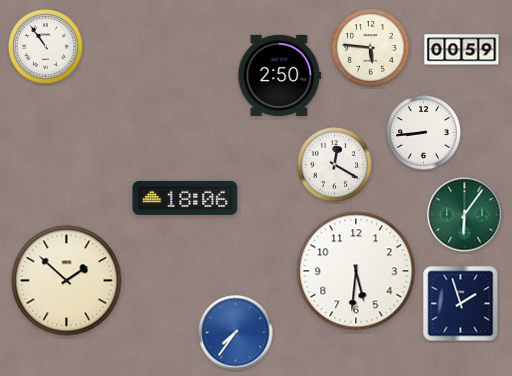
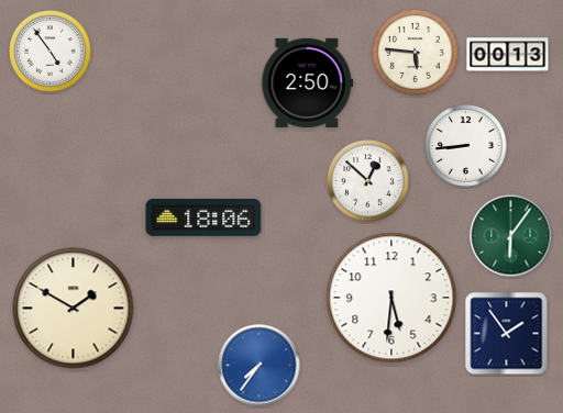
clock at (46, 47): 10:54 -> 4:54
clock at (371, 48) position: (371, 48) -> (416, 53)
clock at (462, 50): 00:59 -> 00:13
clock at (335, 165): 12:20 -> 12:52
clock at (67, 281): 1:52 -> 1:50
clock at (461, 304): 1:57 -> 1:54
